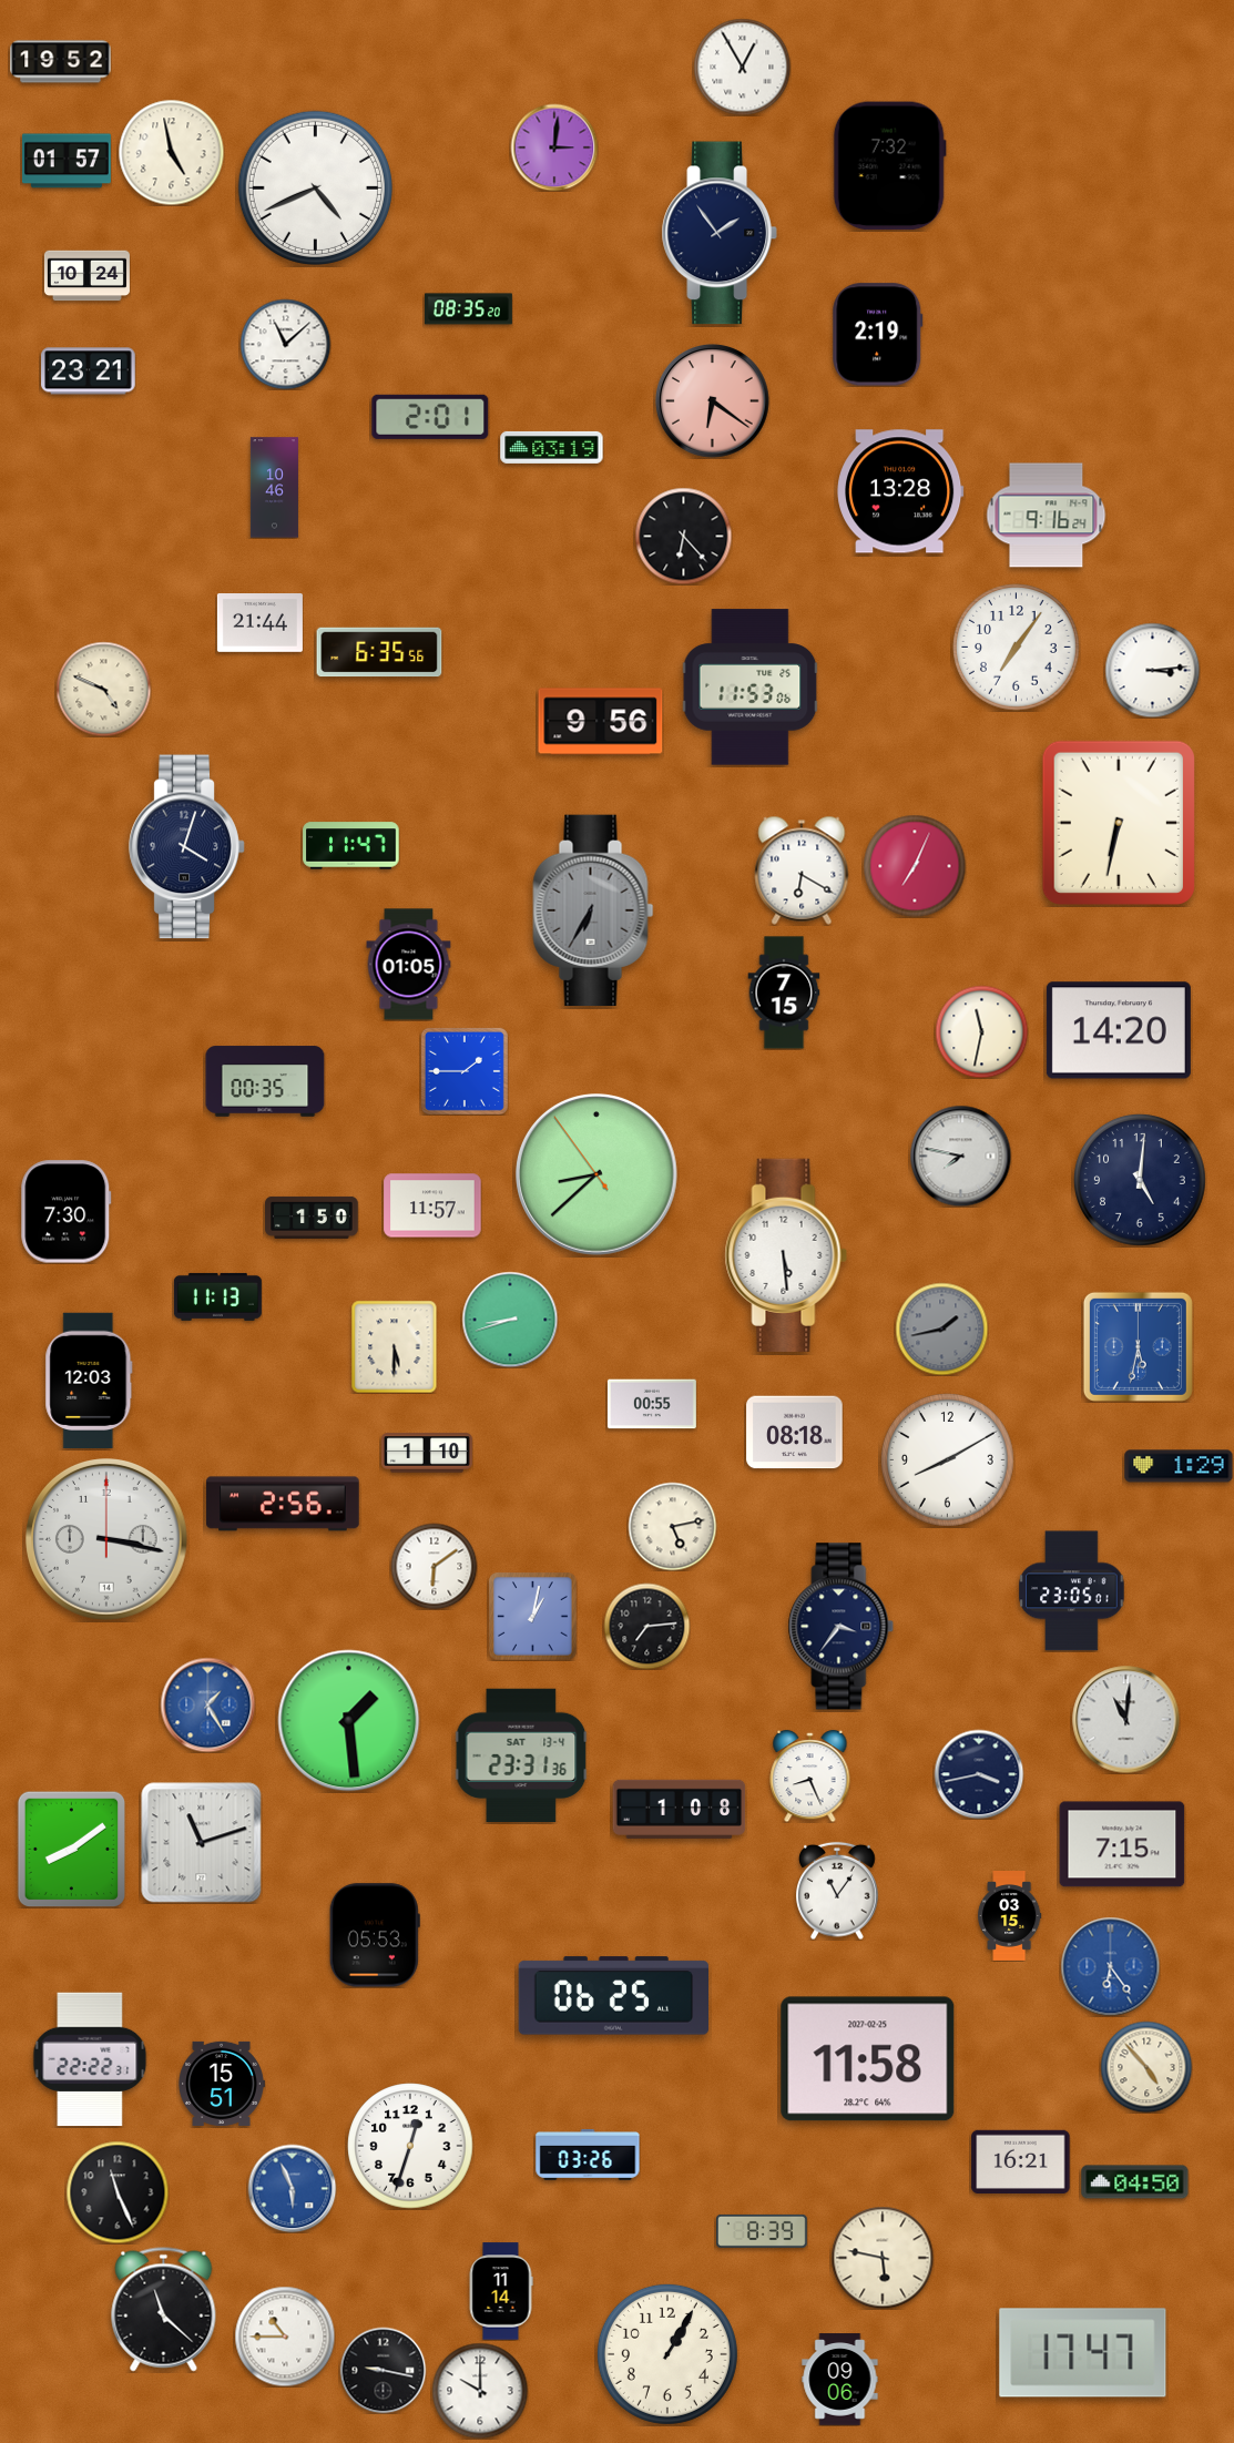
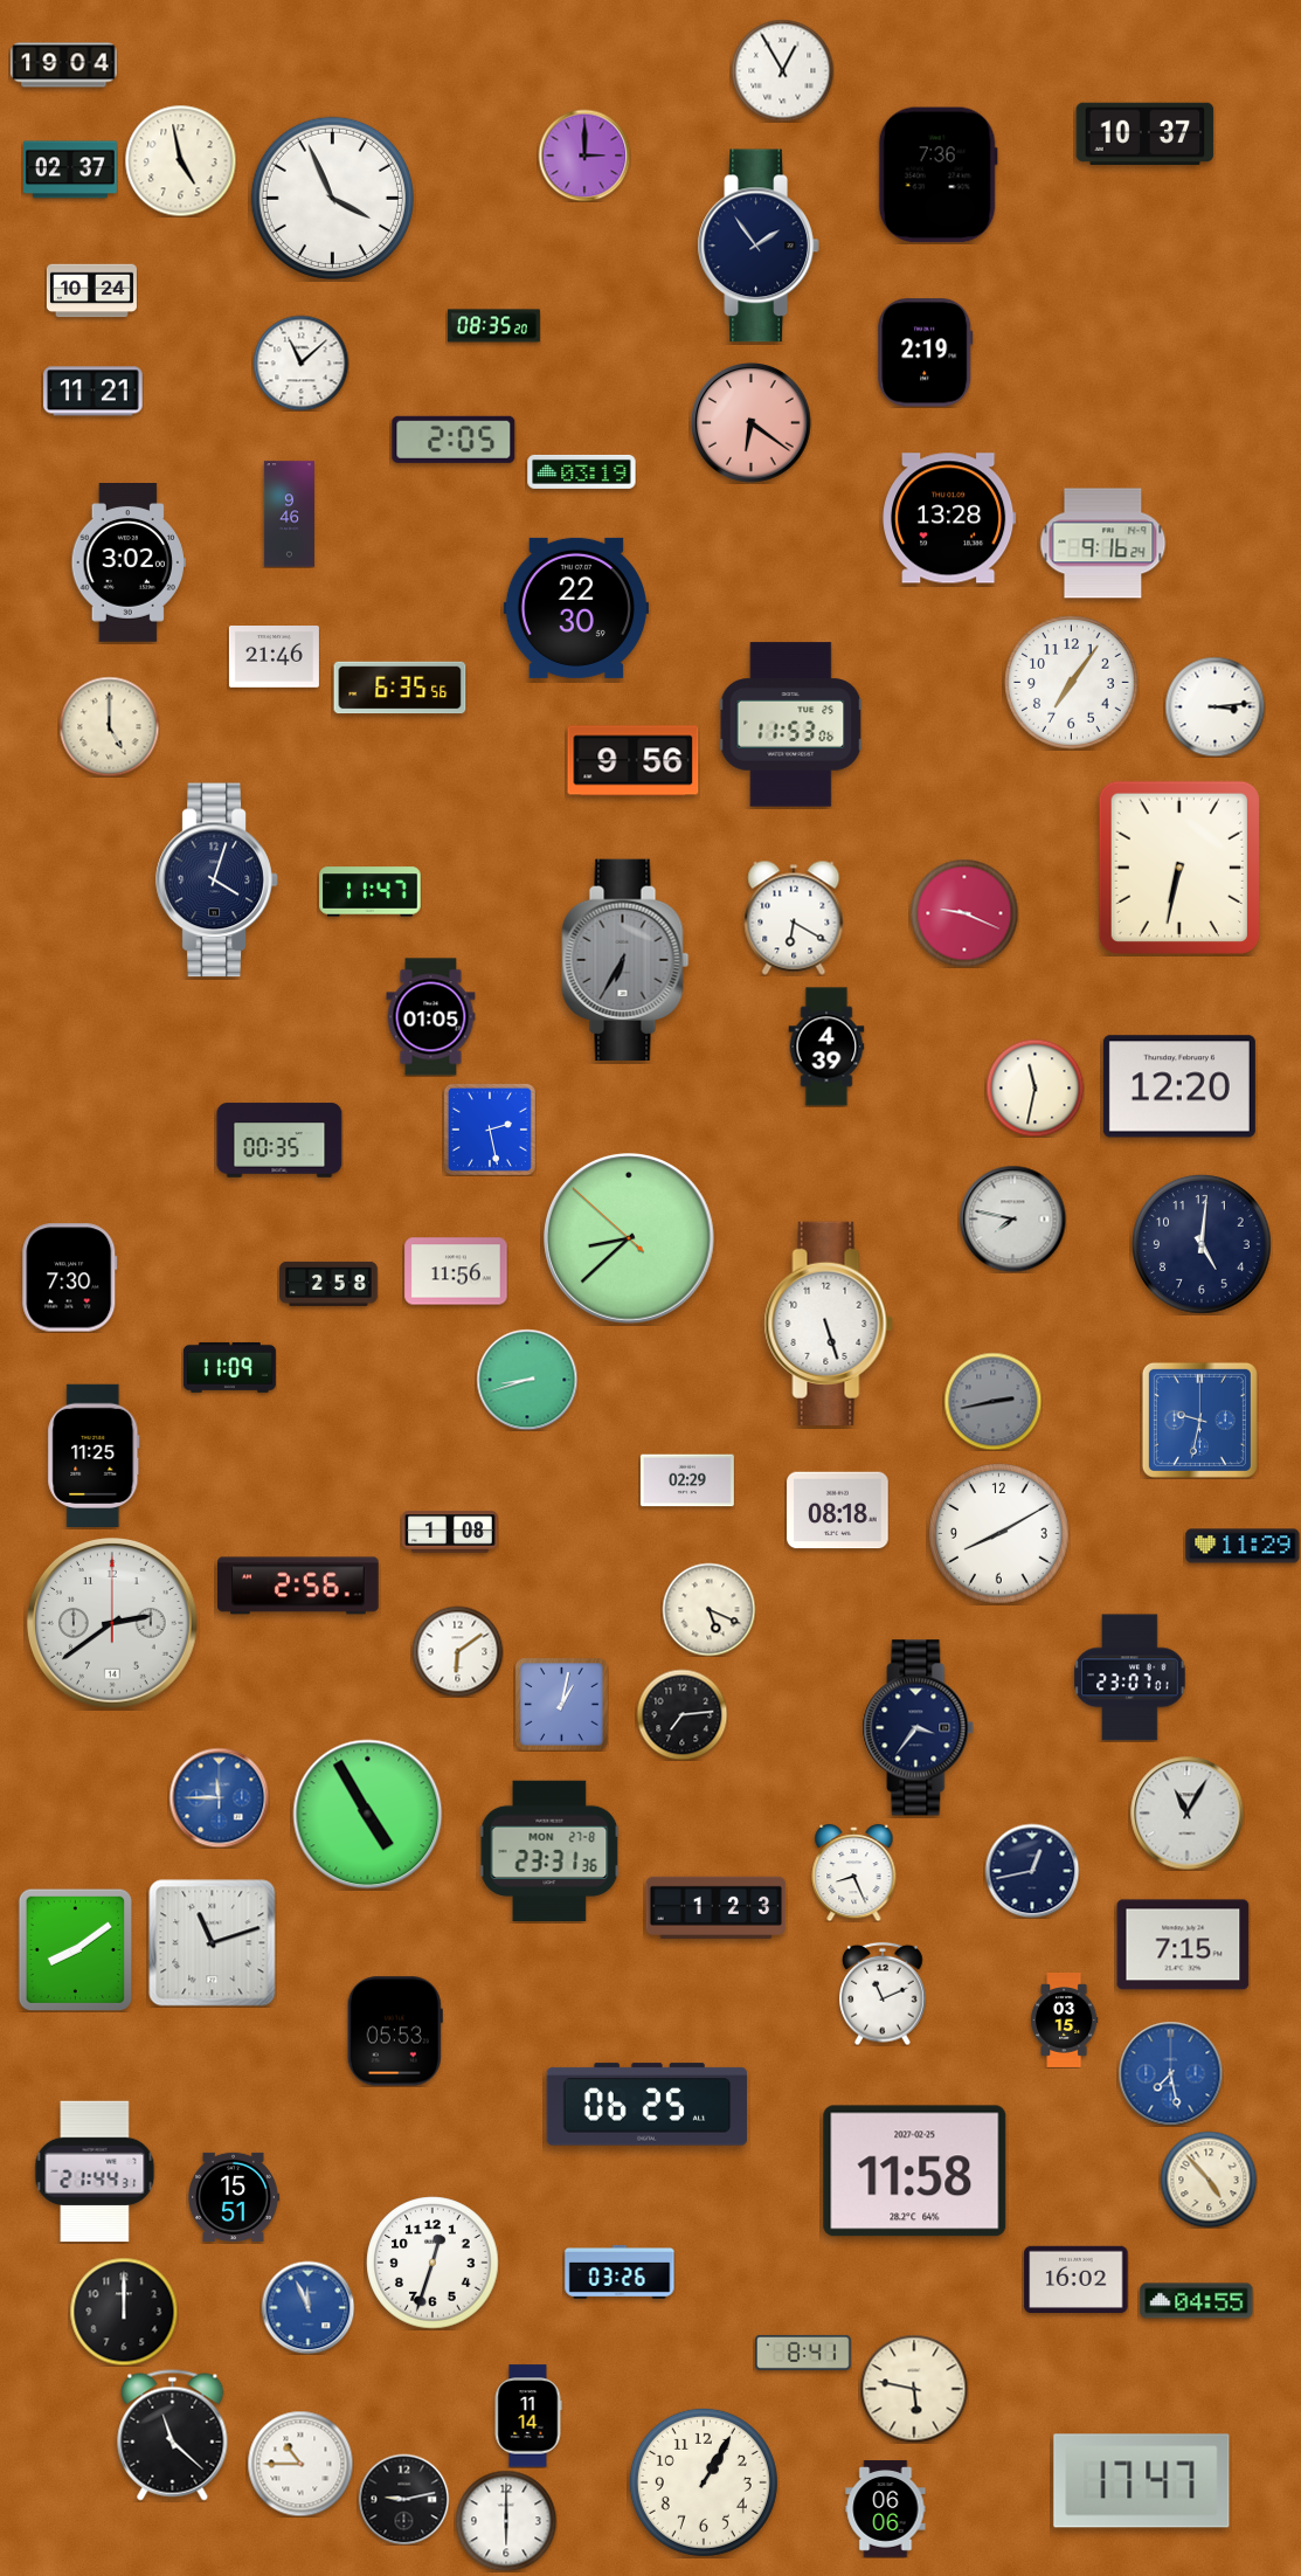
clock at (61, 62): 19:52 -> 19:04
clock at (1146, 133): none -> 10:37
clock at (554, 147): 3:01 -> 3:00
clock at (67, 161): 01:57 -> 02:37
clock at (889, 166): 7:32 -> 7:36
clock at (315, 187): 4:41 -> 3:56
clock at (89, 371): 23:21 -> 11:21
clock at (430, 417): 2:01 -> 2:05
clock at (274, 488): 10:46 -> 9:46
clock at (129, 562): none -> 3:02
clock at (683, 536): 6:23 -> none
clock at (576, 608): none -> 22:30
clock at (259, 623): 21:44 -> 21:46
clock at (103, 689): 4:49 -> 5:00
clock at (187, 847) position: (187, 847) -> (217, 880)
clock at (915, 866): 7:04 -> 9:19
clock at (802, 871) position: (802, 871) -> (794, 918)
clock at (784, 993): 7:15 -> 4:39
clock at (1119, 1030): 14:20 -> 12:20
clock at (465, 1071): 1:45 -> 2:28
clock at (598, 1175): 8:37:54 -> 8:37:52
clock at (432, 1205): 11:57 -> 11:56
clock at (312, 1218): 1:50 -> 2:58
clock at (786, 1255): 5:29 -> 5:27
clock at (217, 1296): 11:13 -> 11:09
clock at (510, 1320) position: (510, 1320) -> (527, 1380)
clock at (941, 1329): 1:43 -> 2:43
clock at (395, 1346): 5:30 -> none
clock at (1138, 1346): 5:32 -> 9:32
clock at (89, 1381): 12:03 -> 11:25
clock at (652, 1404): 00:55 -> 02:29
clock at (428, 1453): 1:10 -> 1:08
clock at (947, 1459) position: (947, 1459) -> (998, 1533)
clock at (1179, 1466): 1:29 -> 11:29
clock at (672, 1526): 5:13 -> 5:19
clock at (108, 1540): 3:17 -> 2:39
clock at (1072, 1591): 23:05 -> 23:07
clock at (842, 1627) position: (842, 1627) -> (919, 1728)
clock at (207, 1704): 1:25 -> 11:45
clock at (1126, 1720): 11:01 -> 11:05
clock at (349, 1721): 1:29 -> 4:55
clock at (521, 1755) date: SAT 13-4 -> MON 27-8
clock at (979, 1774): 3:43 -> 12:43
clock at (680, 1809): 1:08 -> 1:23
clock at (837, 1891): 11:06 -> 11:11
clock at (375, 1935) position: (375, 1935) -> (395, 2031)
clock at (1110, 1966): 6:24 -> 7:28
clock at (90, 2059): 22:22 -> 21:44
clock at (1021, 2161): 16:21 -> 16:02
clock at (1135, 2182): 04:50 -> 04:55
clock at (292, 2188): 5:56 -> 11:56
clock at (118, 2192): 11:26 -> 12:00
clock at (763, 2231): 8:39 -> 8:41
clock at (883, 2258) position: (883, 2258) -> (914, 2389)
clock at (383, 2370): 9:17 -> 9:13
clock at (840, 2380): 09:06 -> 06:06
clock at (480, 2391): 10:00 -> 6:00
